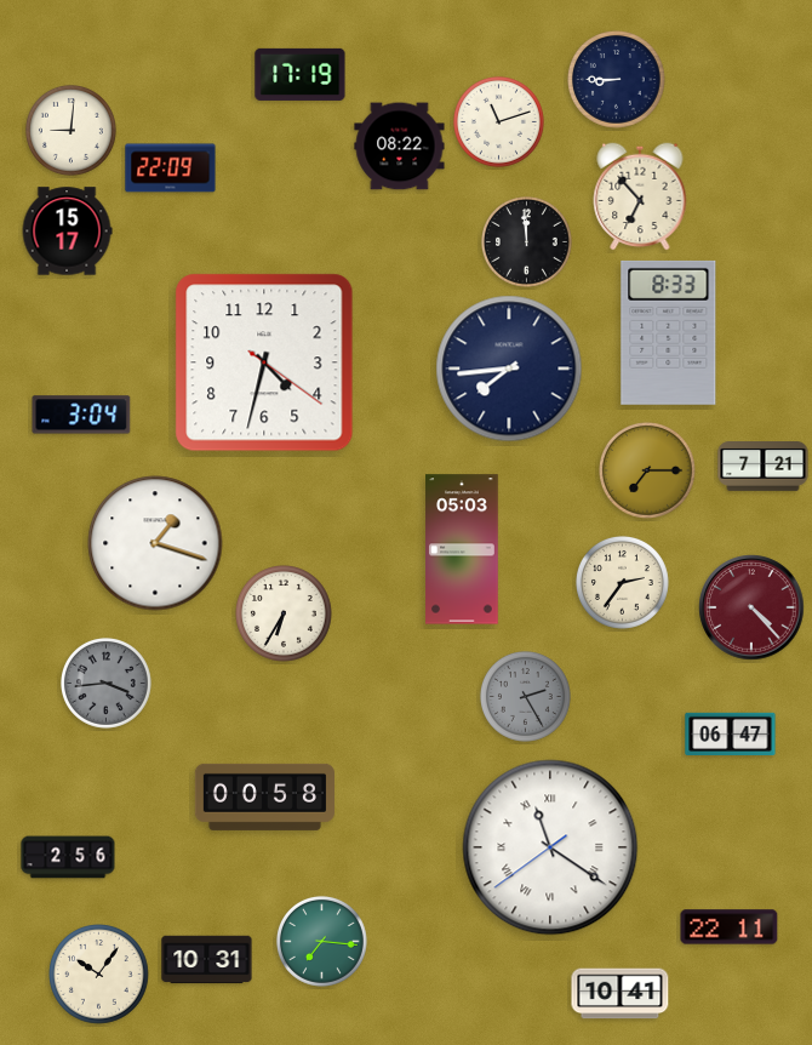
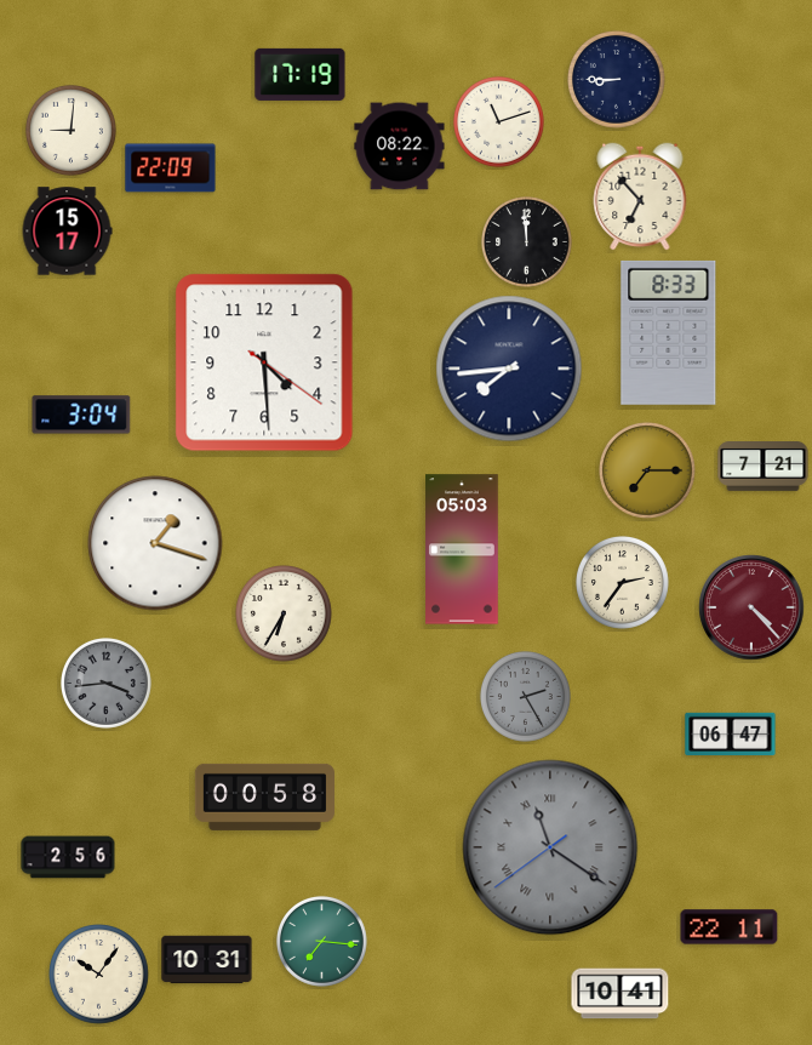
clock at (264, 362): 4:32 -> 4:29
clock at (550, 847) dial: white -> grey
